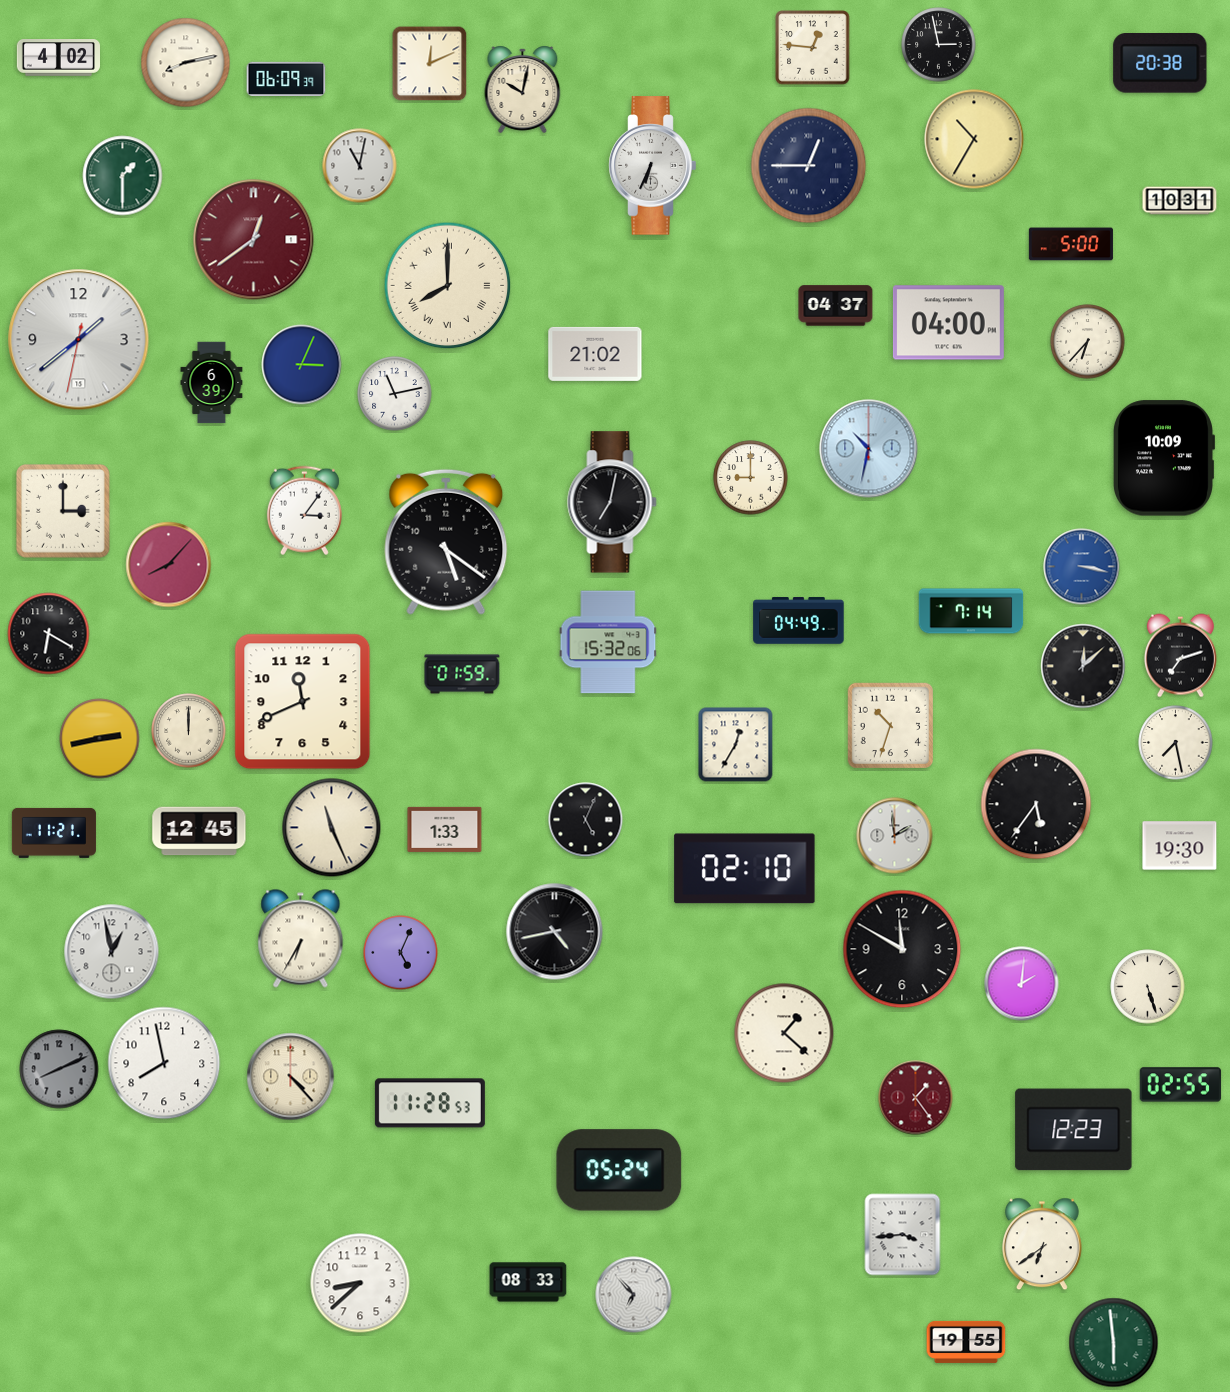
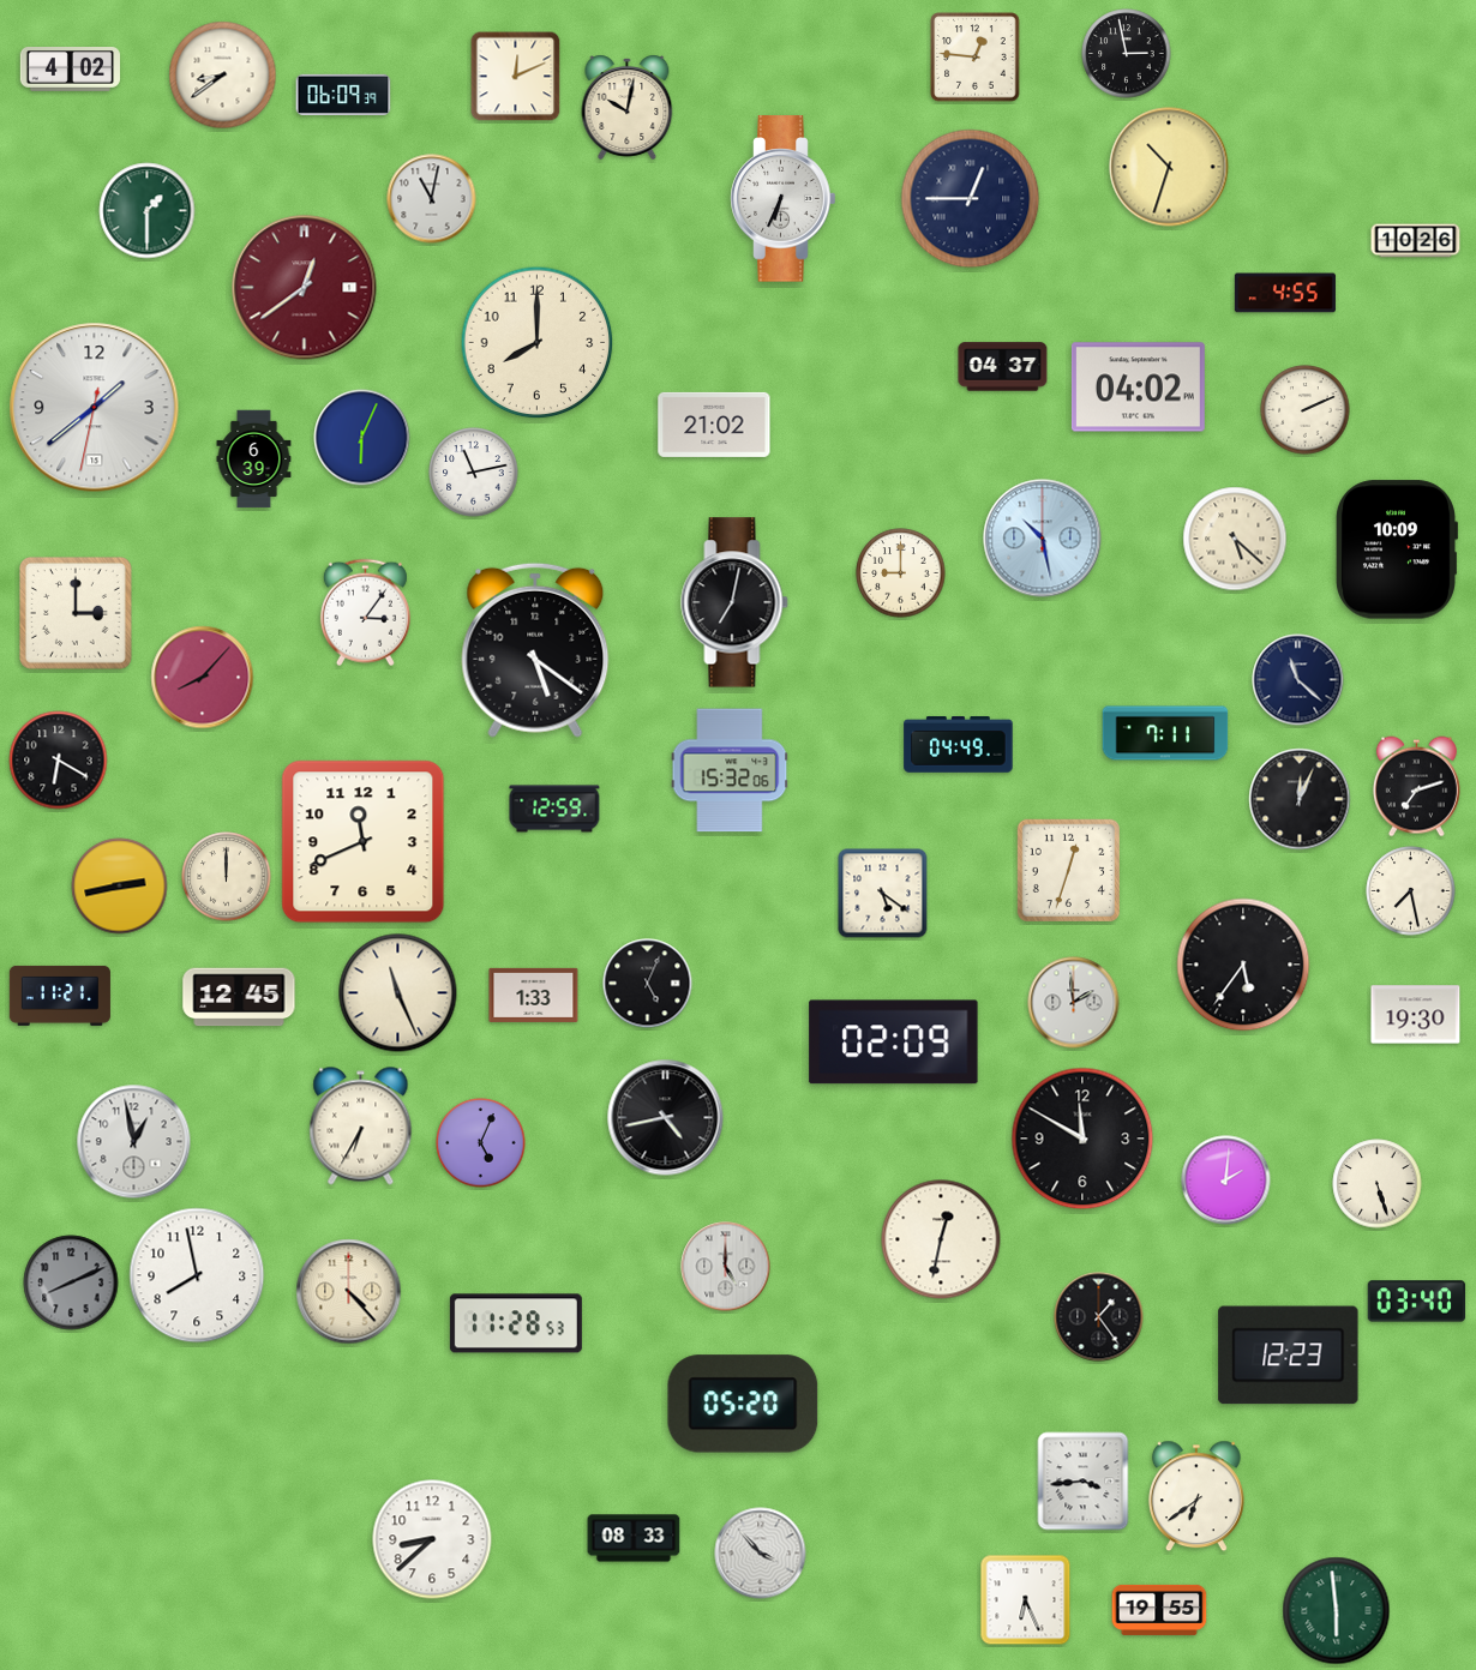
clock at (186, 63): 8:13 -> 8:39
clock at (1160, 64): 20:38 -> none
clock at (974, 139): 10:35 -> 10:33
clock at (1180, 201): 10:31 -> 10:26
clock at (1071, 244): 5:00 -> 4:55
clock at (448, 286) numerals: Roman -> Arabic
clock at (948, 323): 04:00 -> 04:02
clock at (1088, 342): 6:37 -> 2:11
clock at (302, 365): 3:04 -> 6:04
clock at (869, 449): 10:32 -> 10:28
clock at (1235, 539): none -> 5:22
clock at (1082, 567): 3:17 -> 11:22
clock at (1082, 567) dial: blue -> navy
clock at (971, 611): 7:14 -> 7:11
clock at (1083, 666): 12:08 -> 12:04
clock at (462, 674): 01:59 -> 12:59
clock at (891, 726): 10:33 -> 12:33
clock at (736, 745): 12:35 -> 5:21
clock at (586, 820) position: (586, 820) -> (648, 984)
clock at (54, 833) position: (54, 833) -> (60, 996)
clock at (745, 869): 02:10 -> 02:09
clock at (784, 1033): 1:22 -> 12:32
clock at (726, 1267): none -> 5:00
clock at (1181, 1085): 02:55 -> 03:40
clock at (916, 1098) dial: burgundy -> black
clock at (619, 1170): 05:24 -> 05:20
clock at (1042, 1244) position: (1042, 1244) -> (1196, 1496)
clock at (634, 1295): 6:53 -> 3:53
clock at (1026, 1600): none -> 6:26
